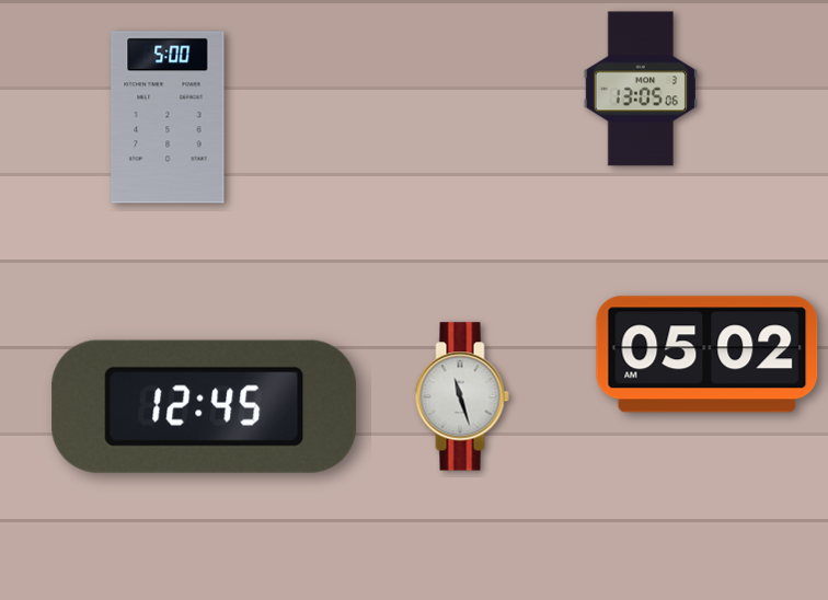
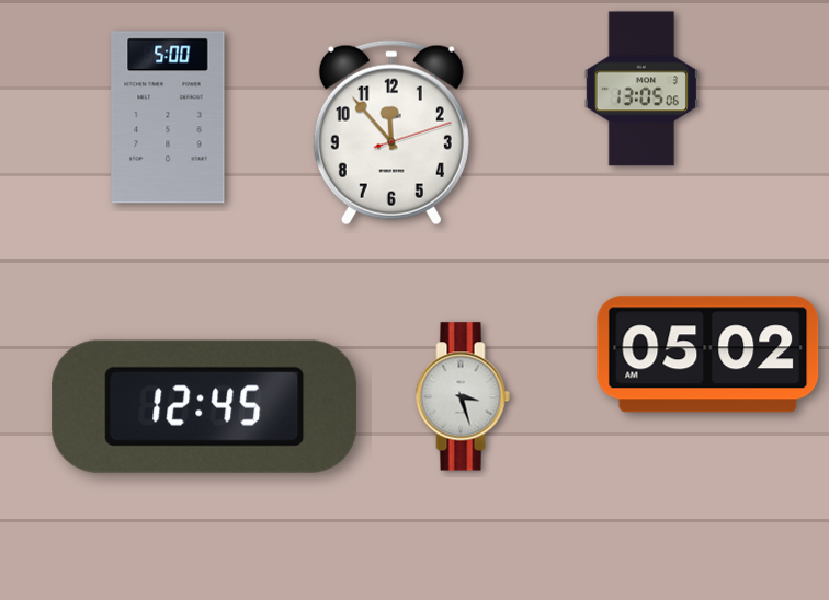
clock at (391, 132): none -> 11:53
clock at (462, 396): 11:27 -> 3:27
